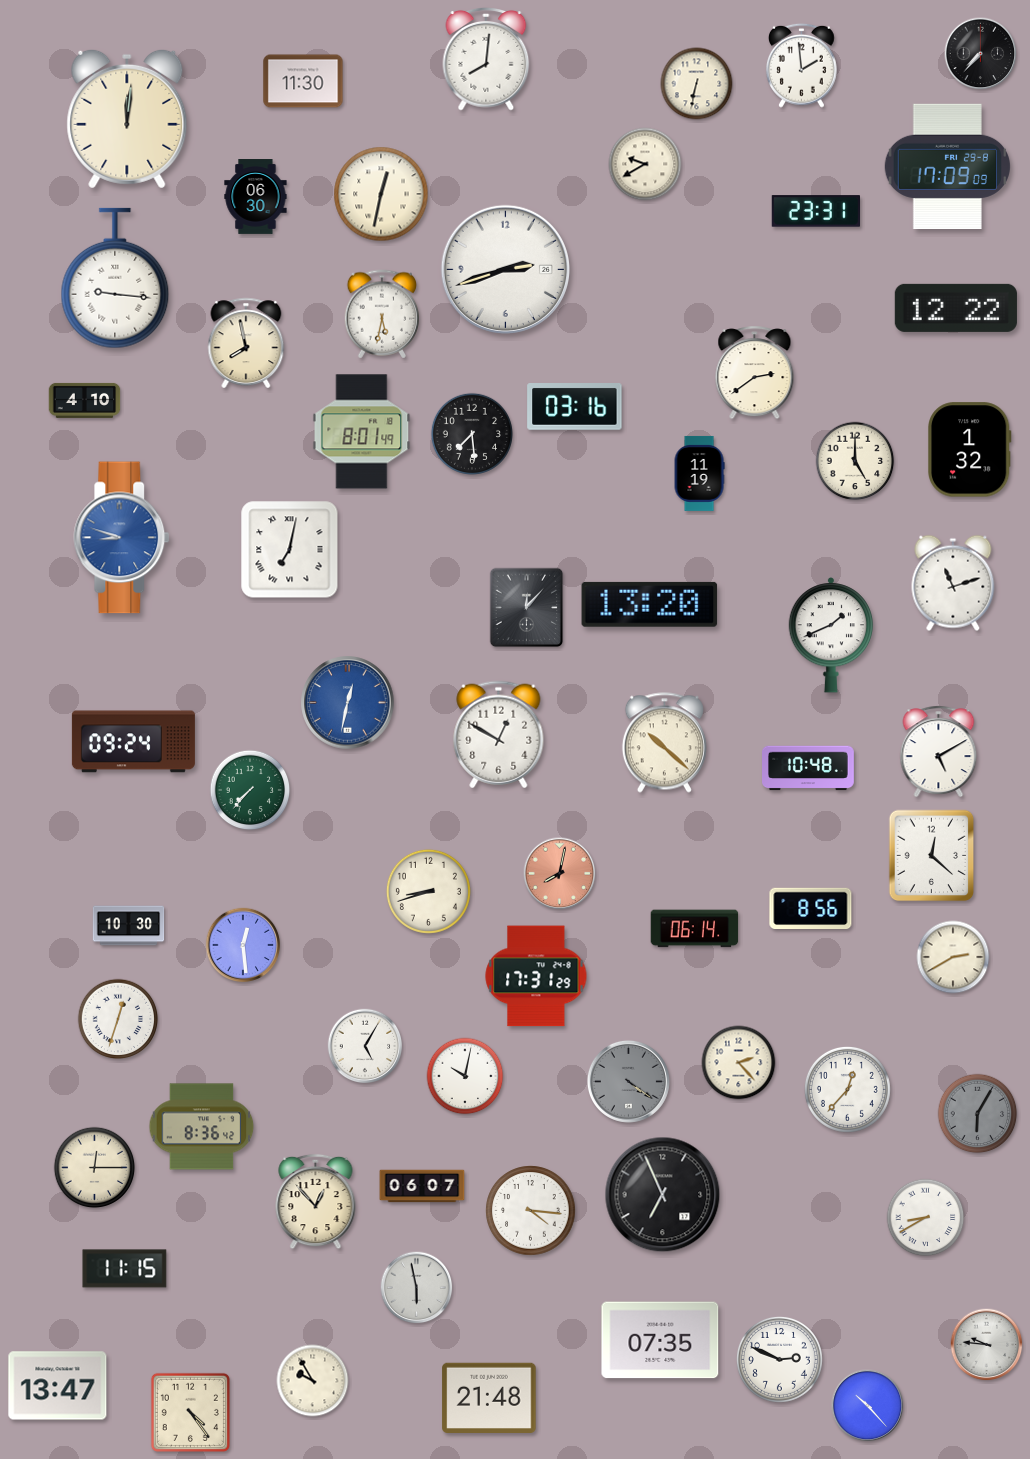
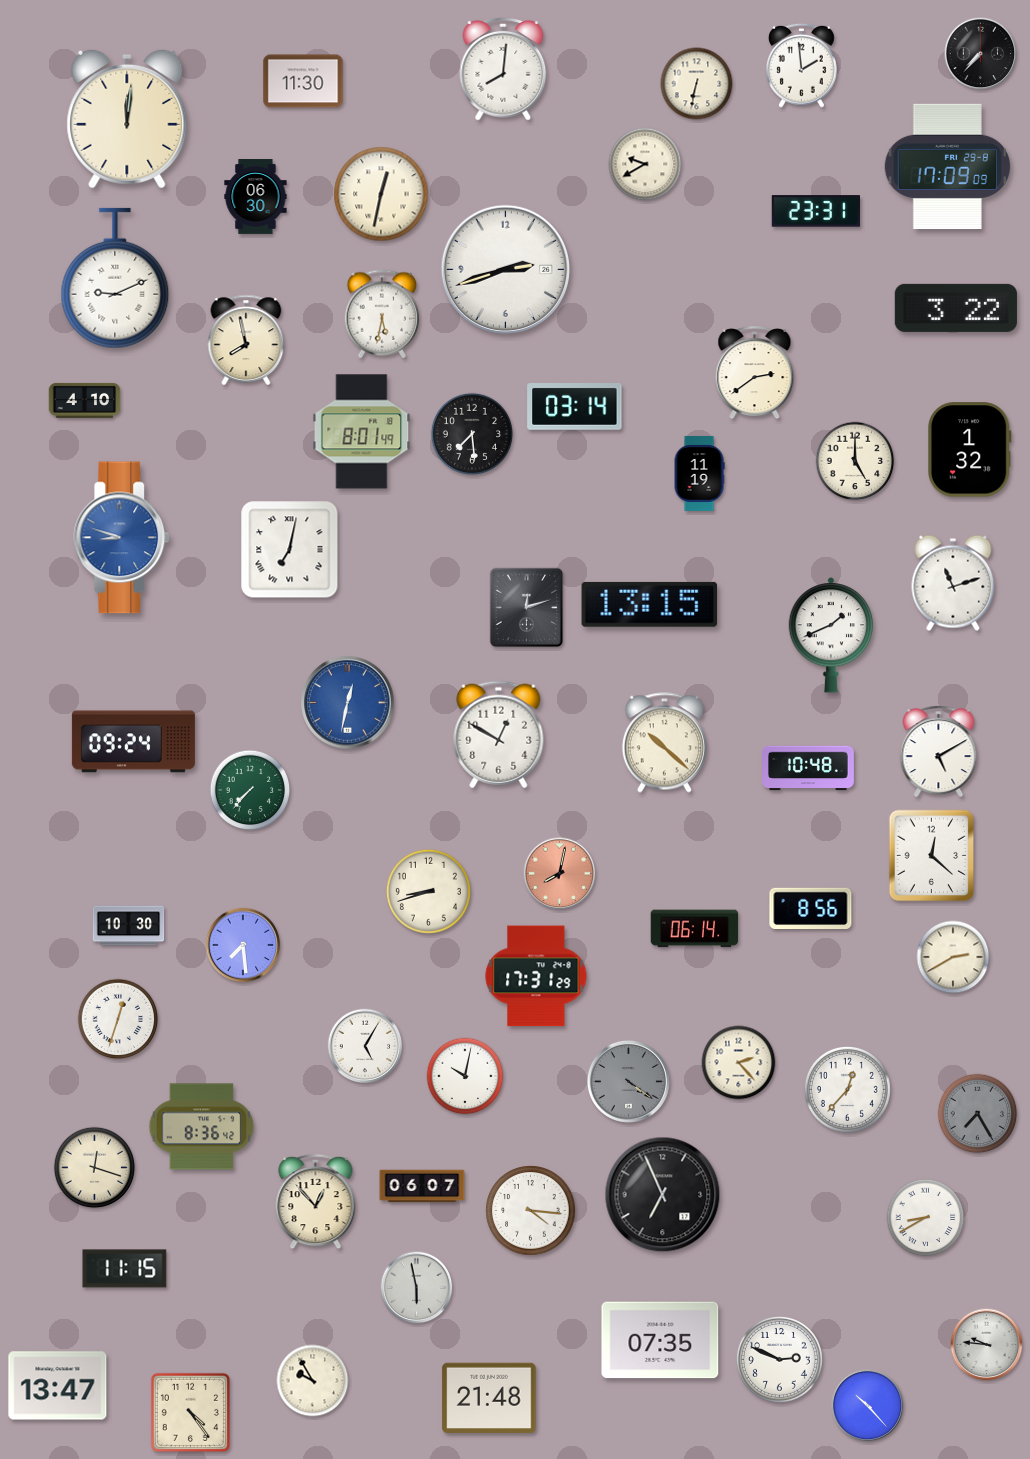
clock at (486, 60) position: (486, 60) -> (503, 70)
clock at (115, 278): 9:16 -> 9:11
clock at (956, 308): 12:22 -> 3:22
clock at (246, 342) position: (246, 342) -> (246, 339)
clock at (575, 407): 03:16 -> 03:14
clock at (650, 604): 13:20 -> 13:15
clock at (527, 608): 12:07 -> 12:12
clock at (243, 945): 12:29 -> 7:29
clock at (978, 1114): 6:05 -> 7:25
clock at (95, 1168): 12:15 -> 12:18
